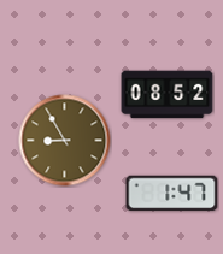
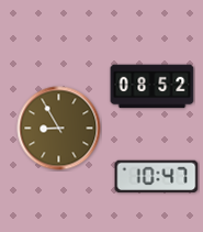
clock at (172, 194): 1:47 -> 10:47
